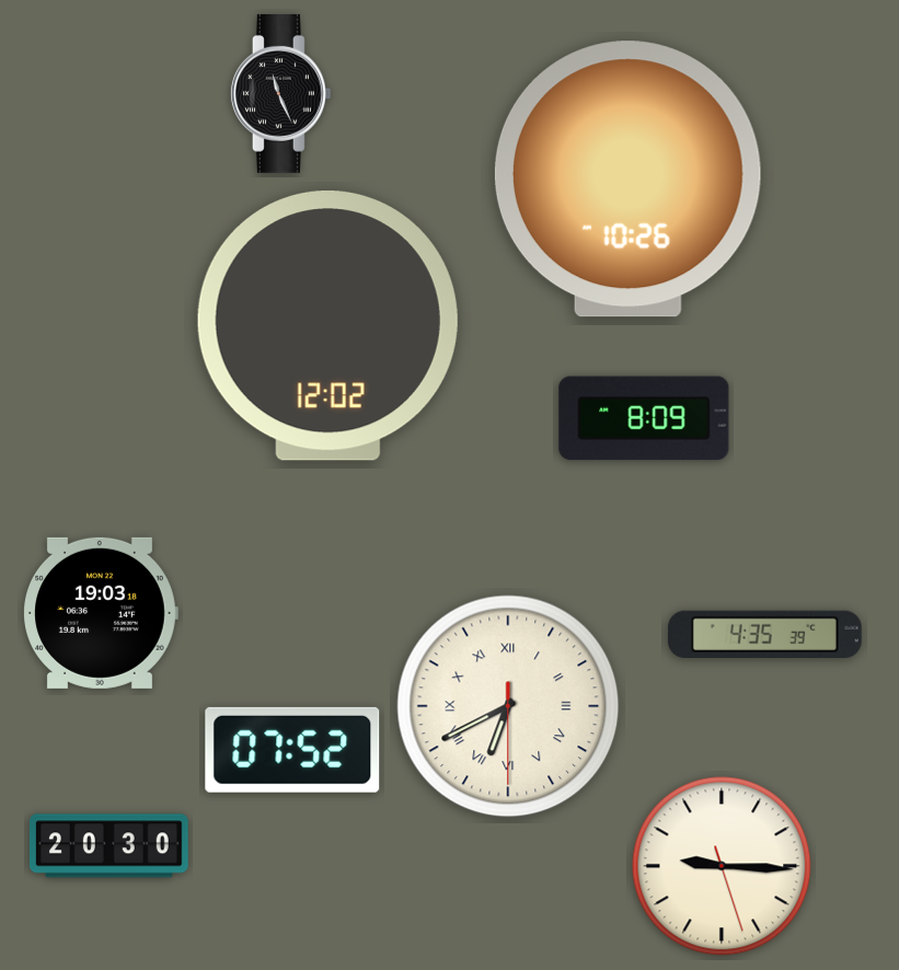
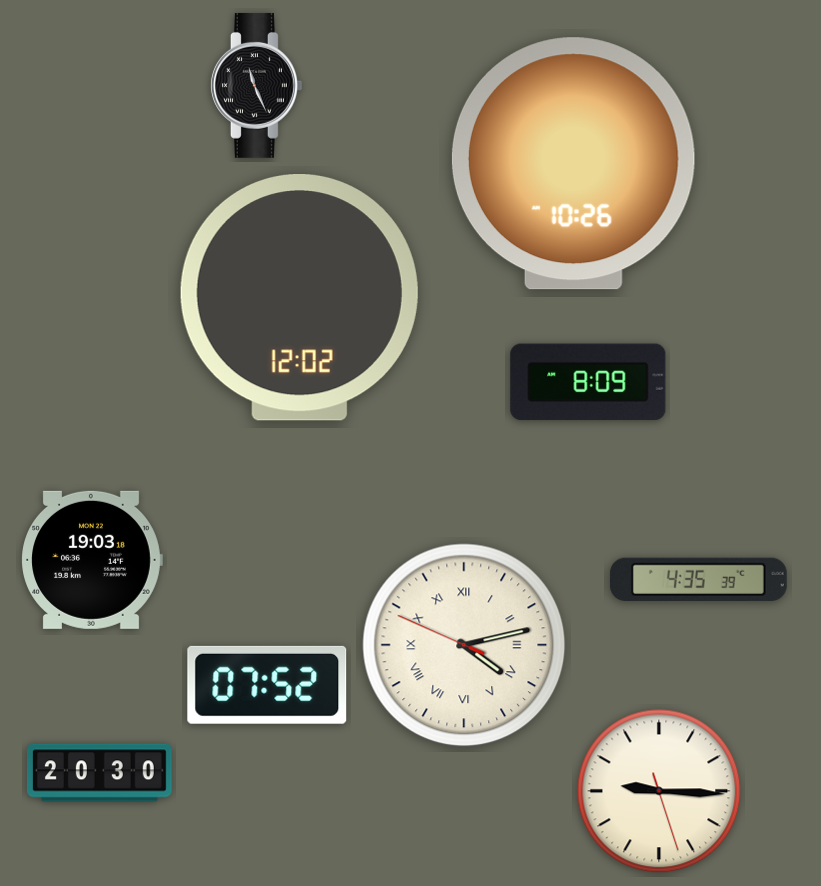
clock at (508, 706): 6:40 -> 4:12
